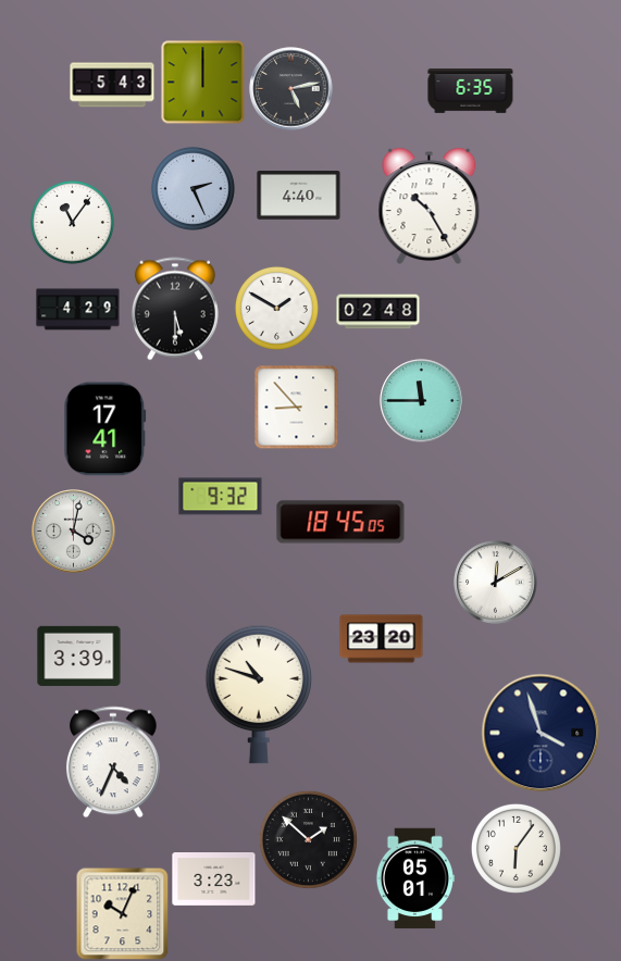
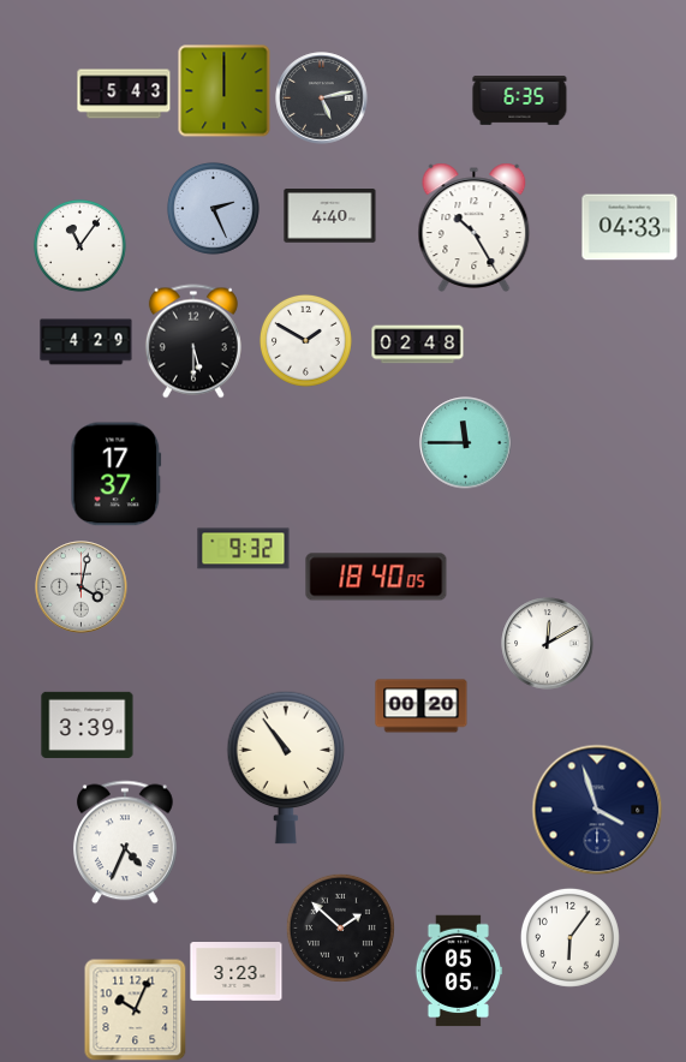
clock at (630, 227): none -> 04:33
clock at (296, 407): 8:53 -> none
clock at (105, 429): 17:41 -> 17:37
clock at (340, 522): 18:45 -> 18:40
clock at (382, 639): 23:20 -> 00:20
clock at (259, 695): 10:48 -> 10:54
clock at (414, 878): 05:01 -> 05:05
